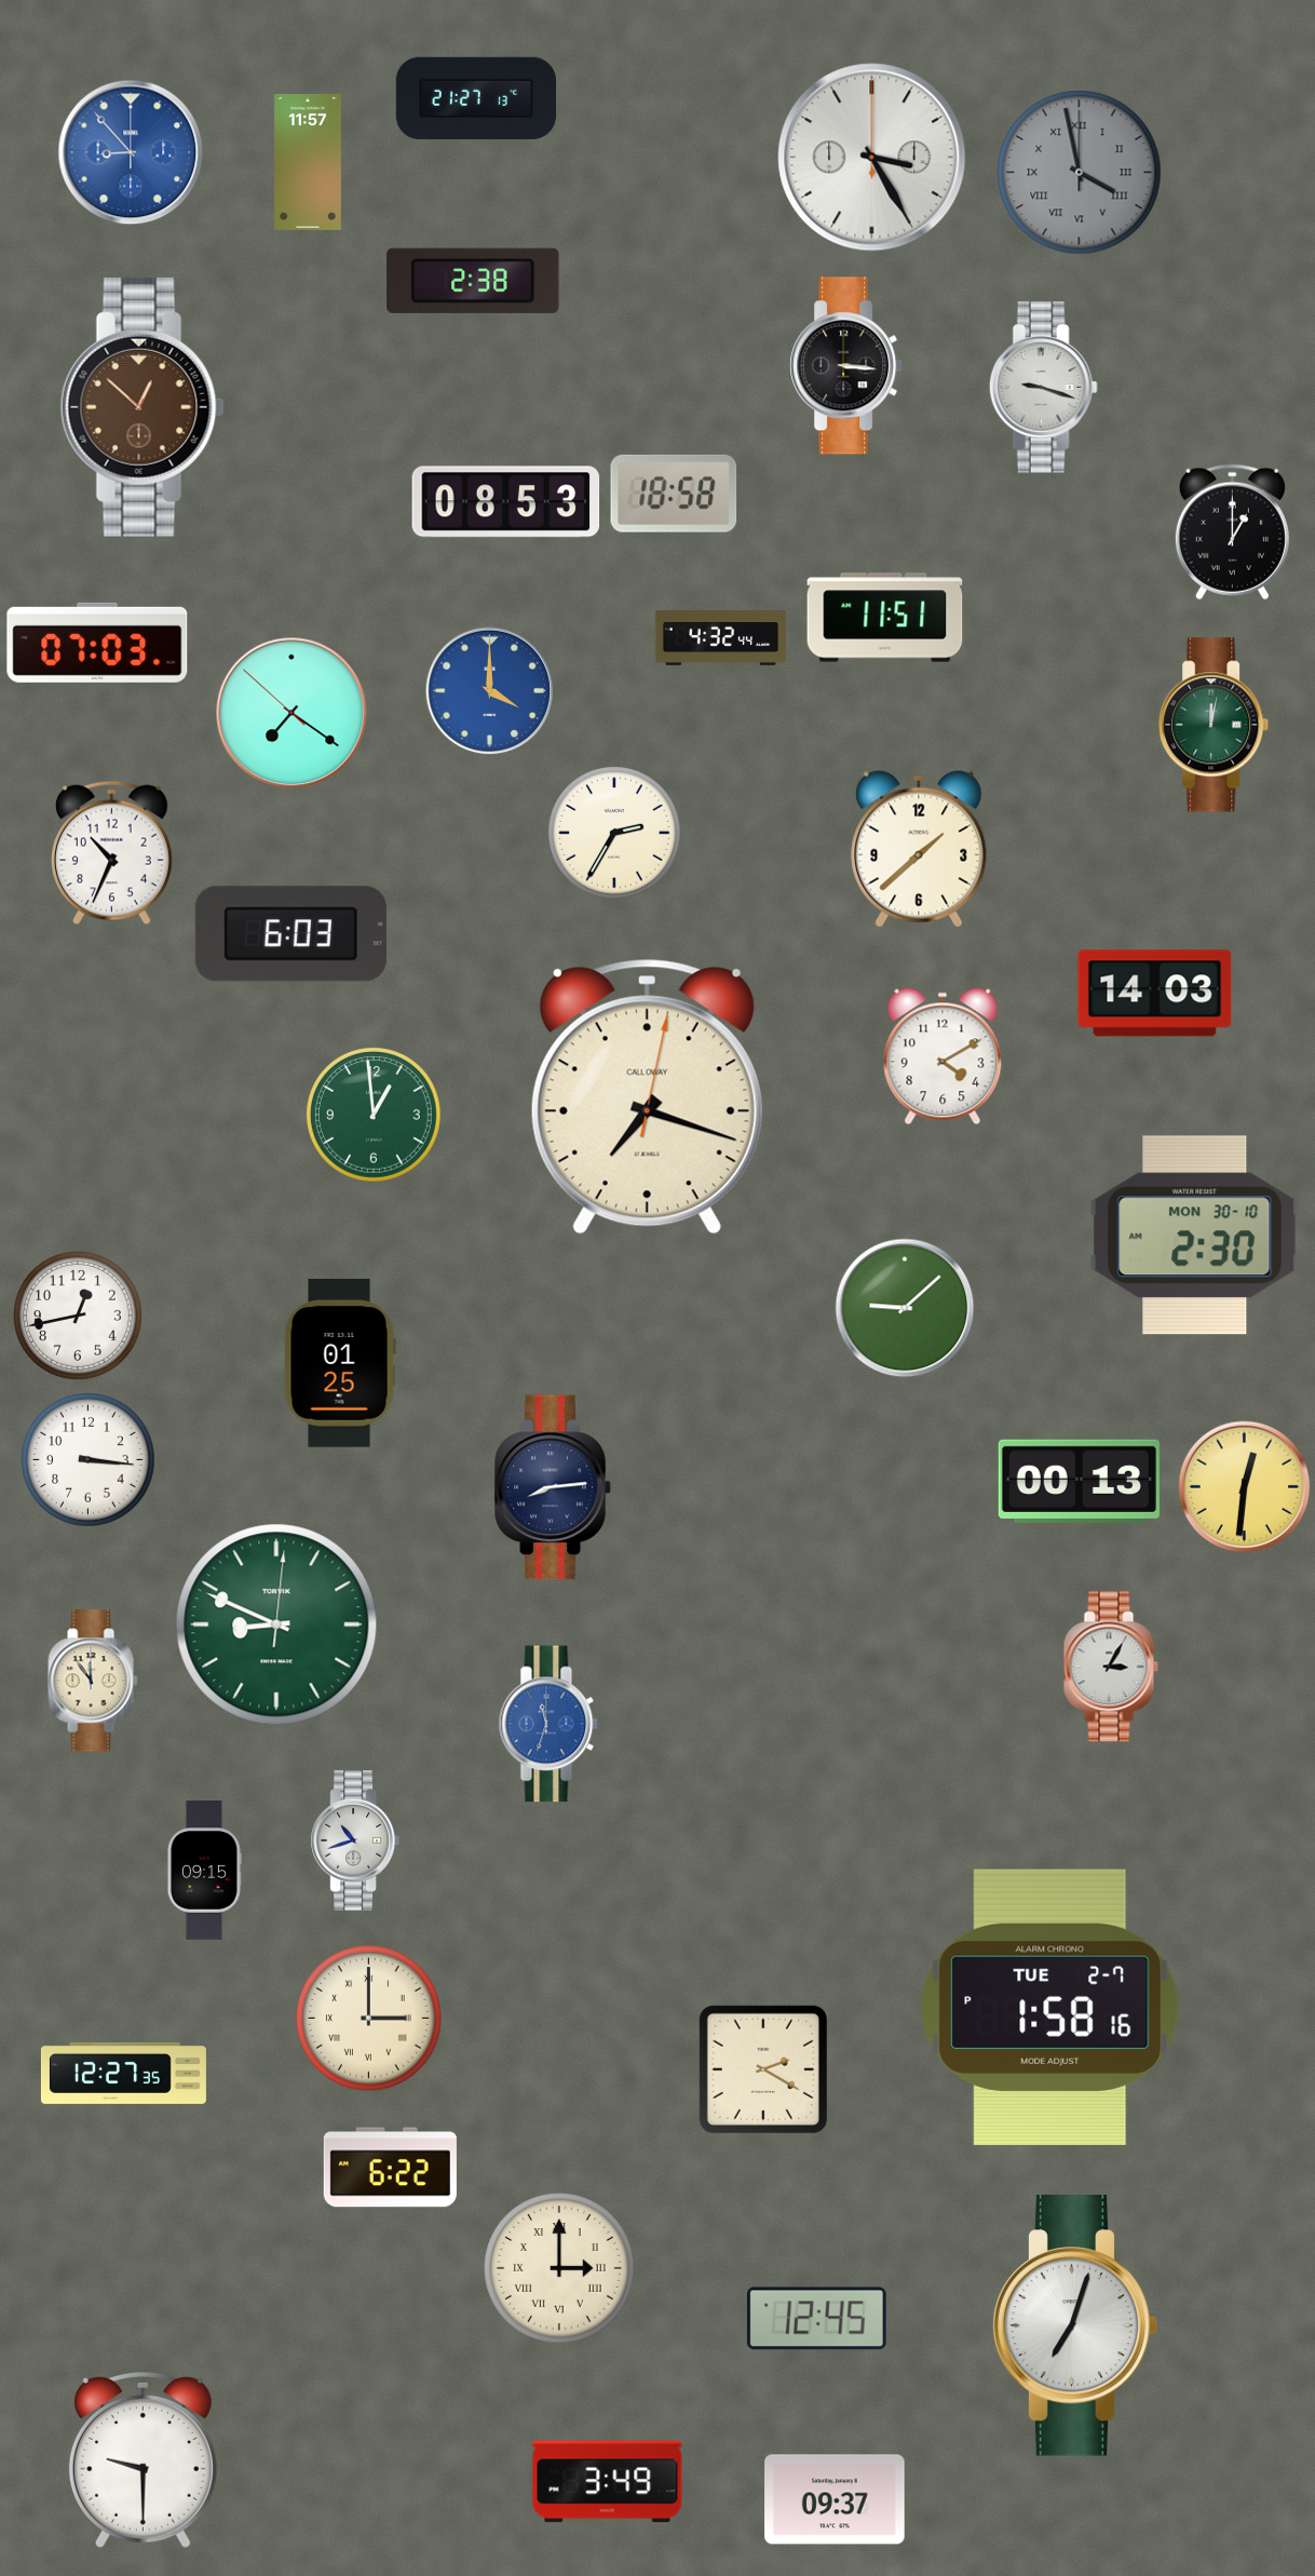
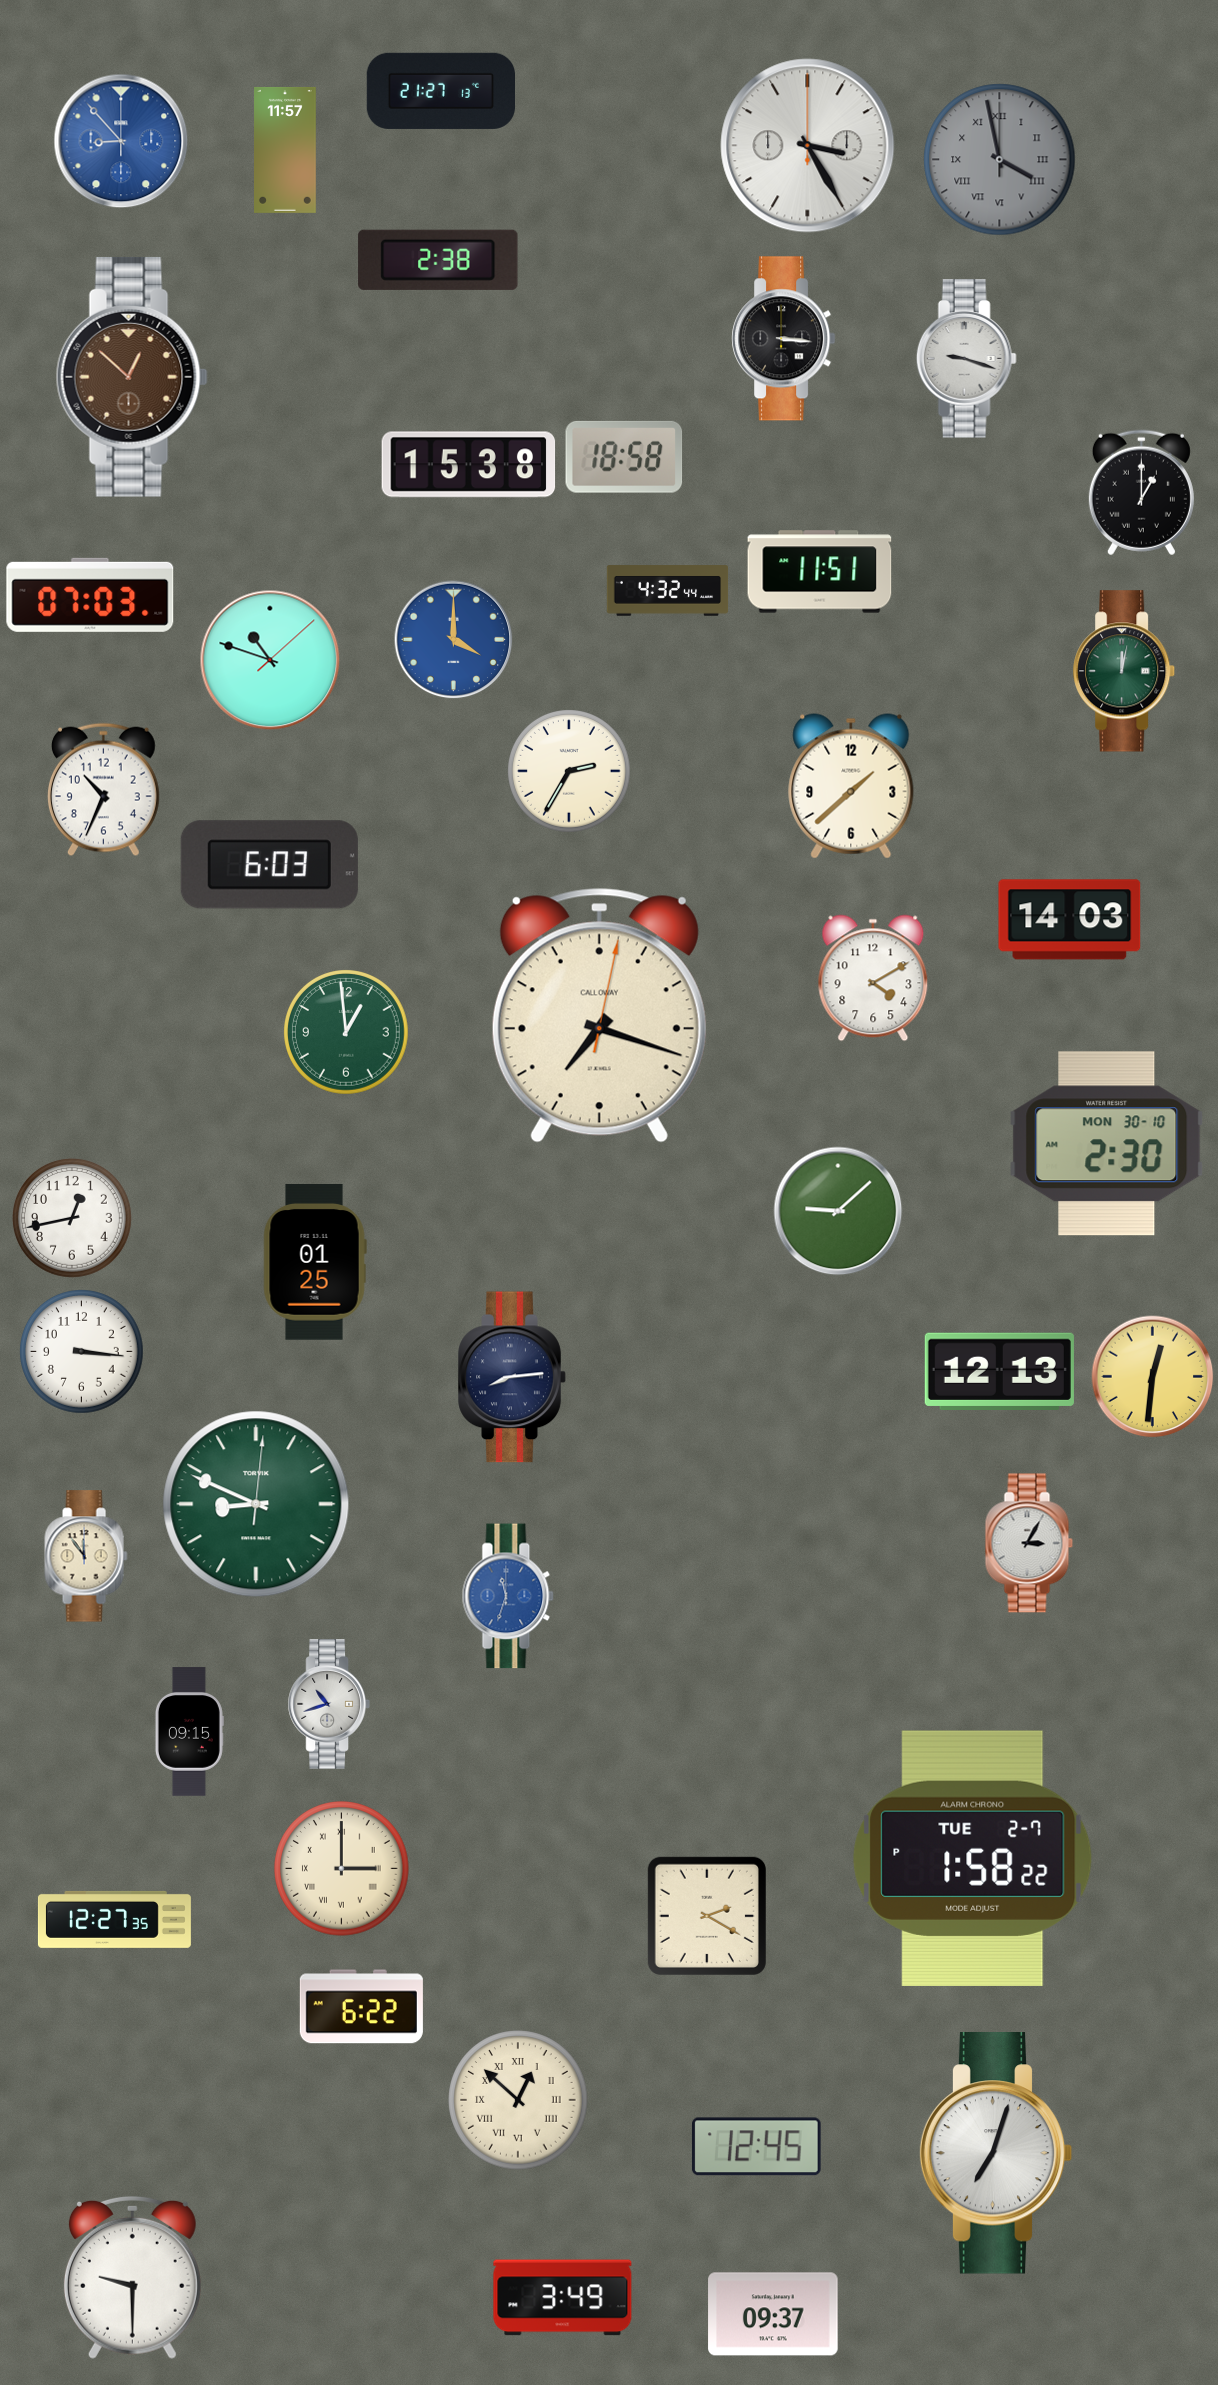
clock at (506, 502): 08:53 -> 15:38
clock at (292, 713): 7:20 -> 10:48
clock at (1079, 1481): 00:13 -> 12:13
clock at (1050, 2007): 1:58:16 PM -> 1:58:22 PM
clock at (559, 2268): 3:00 -> 12:52
